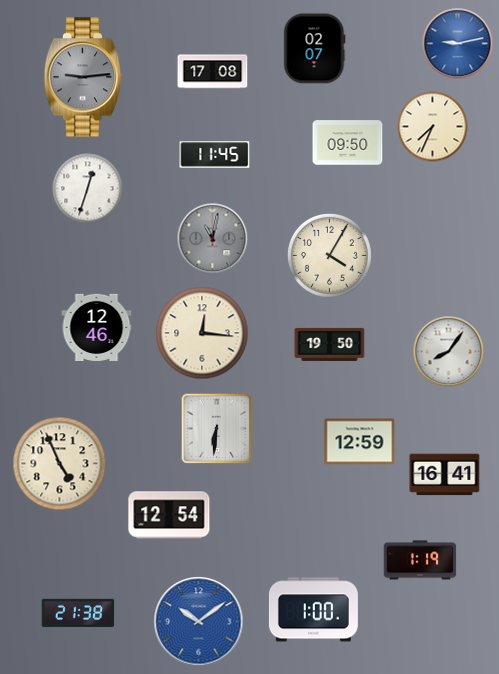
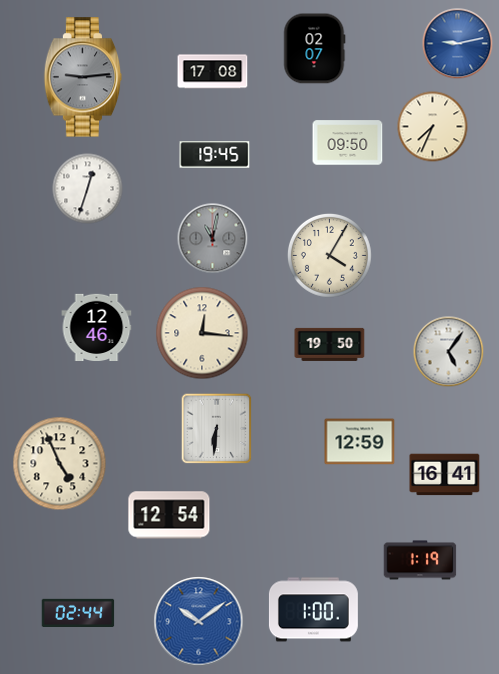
clock at (215, 155): 11:45 -> 19:45
clock at (449, 352): 8:06 -> 5:06
clock at (78, 613): 21:38 -> 02:44
